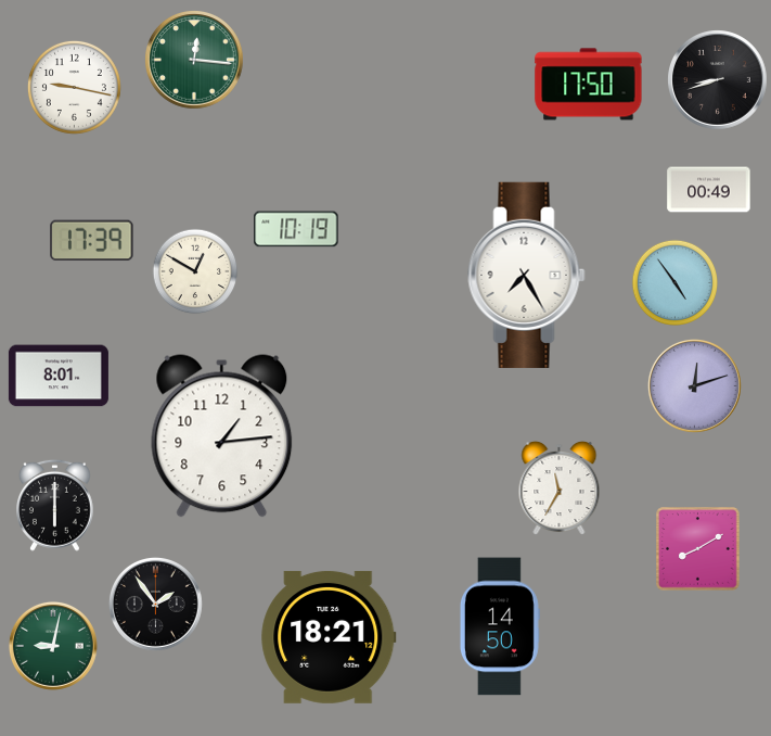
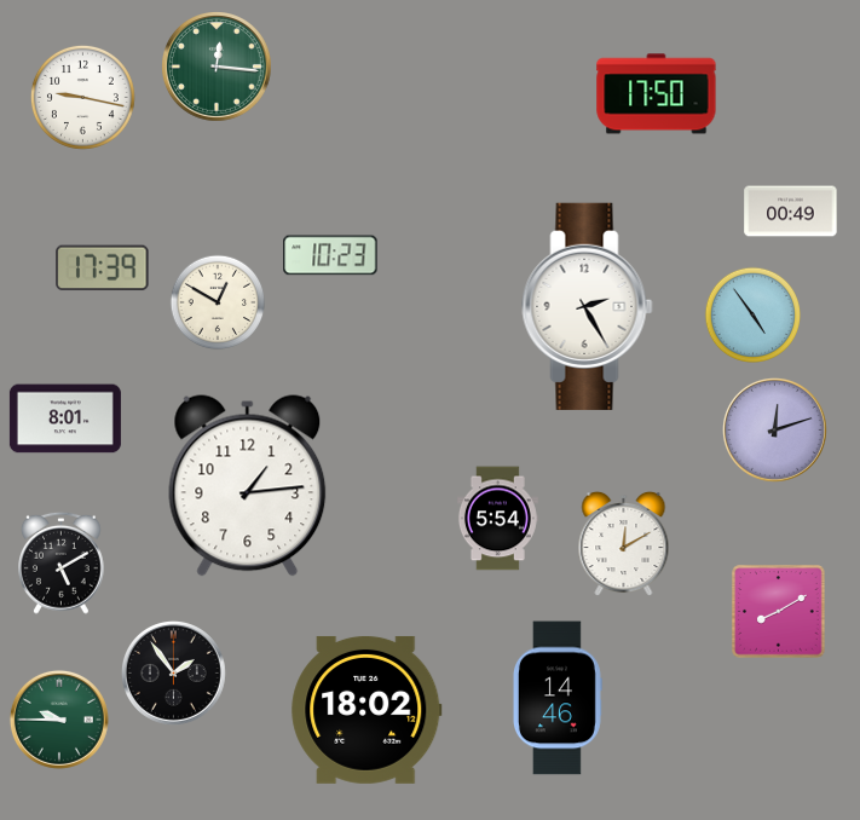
clock at (718, 80): 8:42 -> none
clock at (296, 229): 10:19 -> 10:23
clock at (527, 275): 7:25 -> 2:25
clock at (497, 519): none -> 5:54
clock at (560, 488): 11:35 -> 12:10
clock at (55, 505): 6:00 -> 5:10
clock at (500, 626): 14:50 -> 14:46
clock at (329, 637): 18:21 -> 18:02
clock at (53, 646): 9:02 -> 9:45
